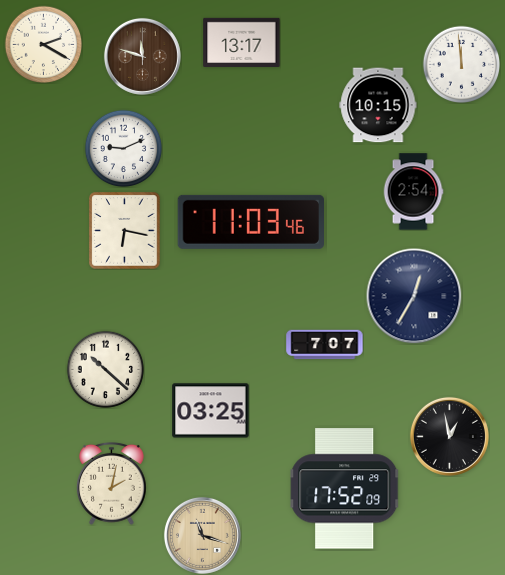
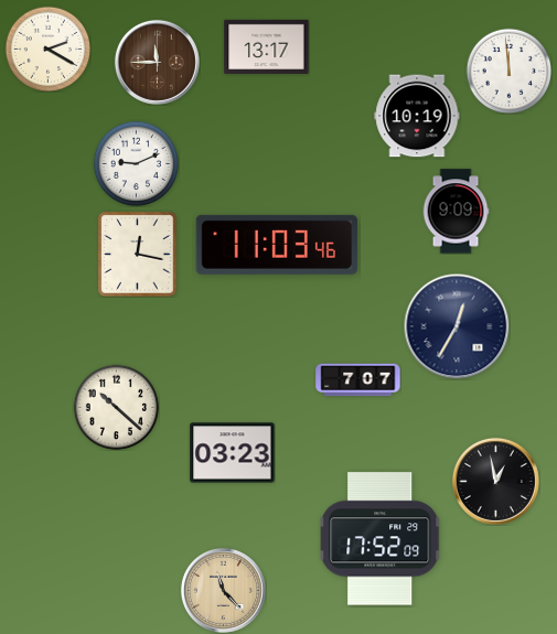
clock at (142, 56): 11:48 -> 11:45
clock at (378, 105): 10:15 -> 10:19
clock at (413, 192): 2:54 -> 9:09
clock at (125, 231): 6:17 -> 12:17
clock at (211, 411): 03:25 -> 03:23
clock at (112, 483): 2:02 -> none
clock at (202, 535): 11:18 -> 11:23
